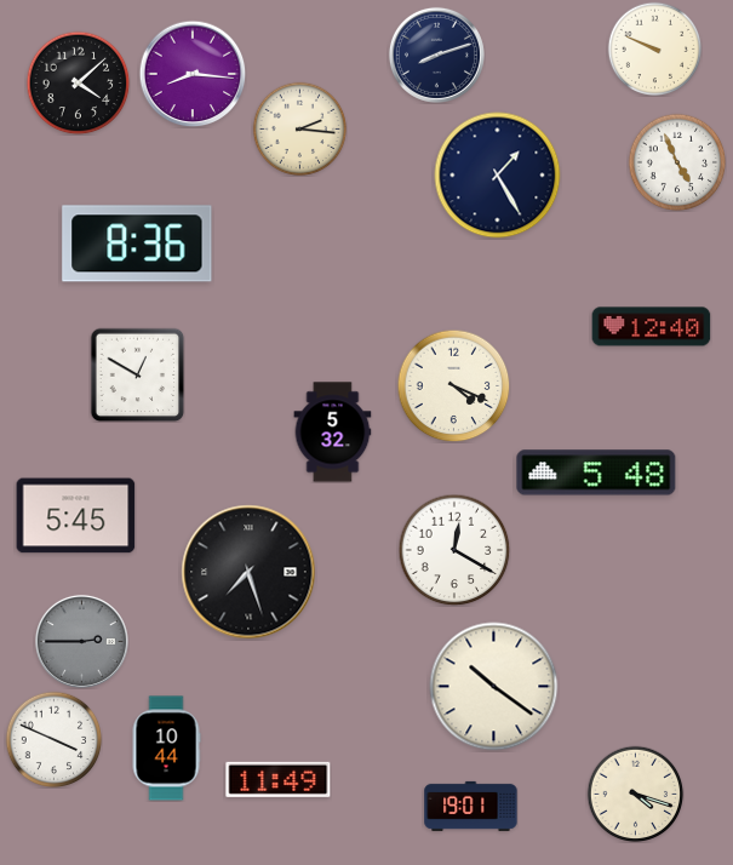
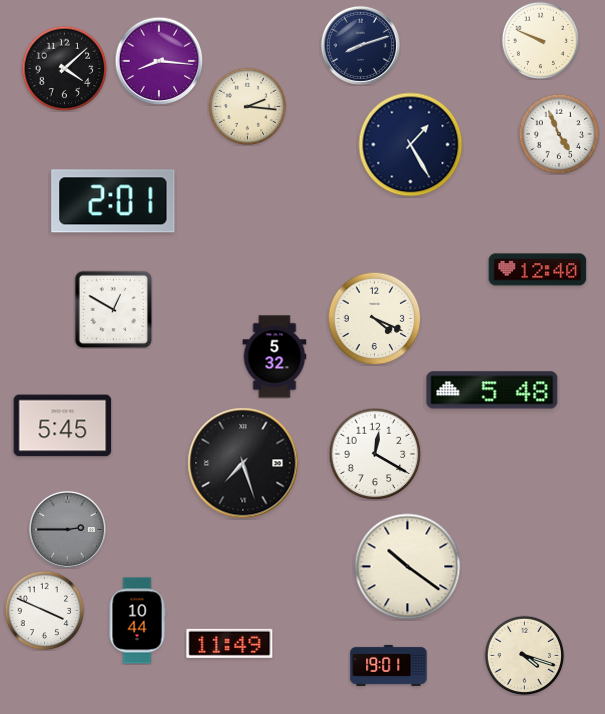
clock at (137, 244): 8:36 -> 2:01
clock at (248, 572) position: (248, 572) -> (243, 463)
clock at (166, 749) position: (166, 749) -> (137, 621)
